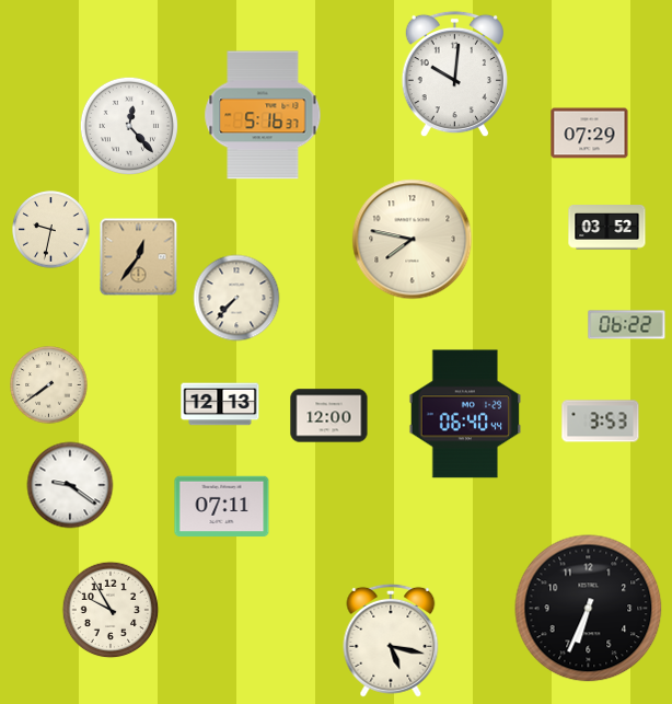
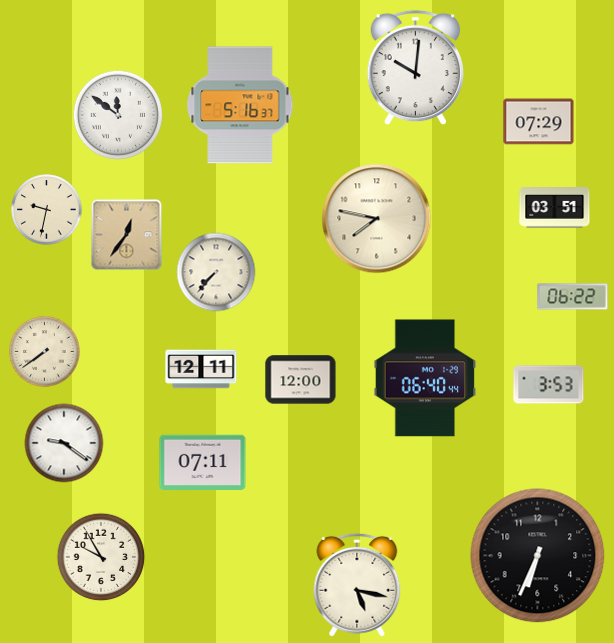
clock at (128, 125): 12:23 -> 11:51
clock at (607, 228): 03:52 -> 03:51
clock at (220, 404): 12:13 -> 12:11
